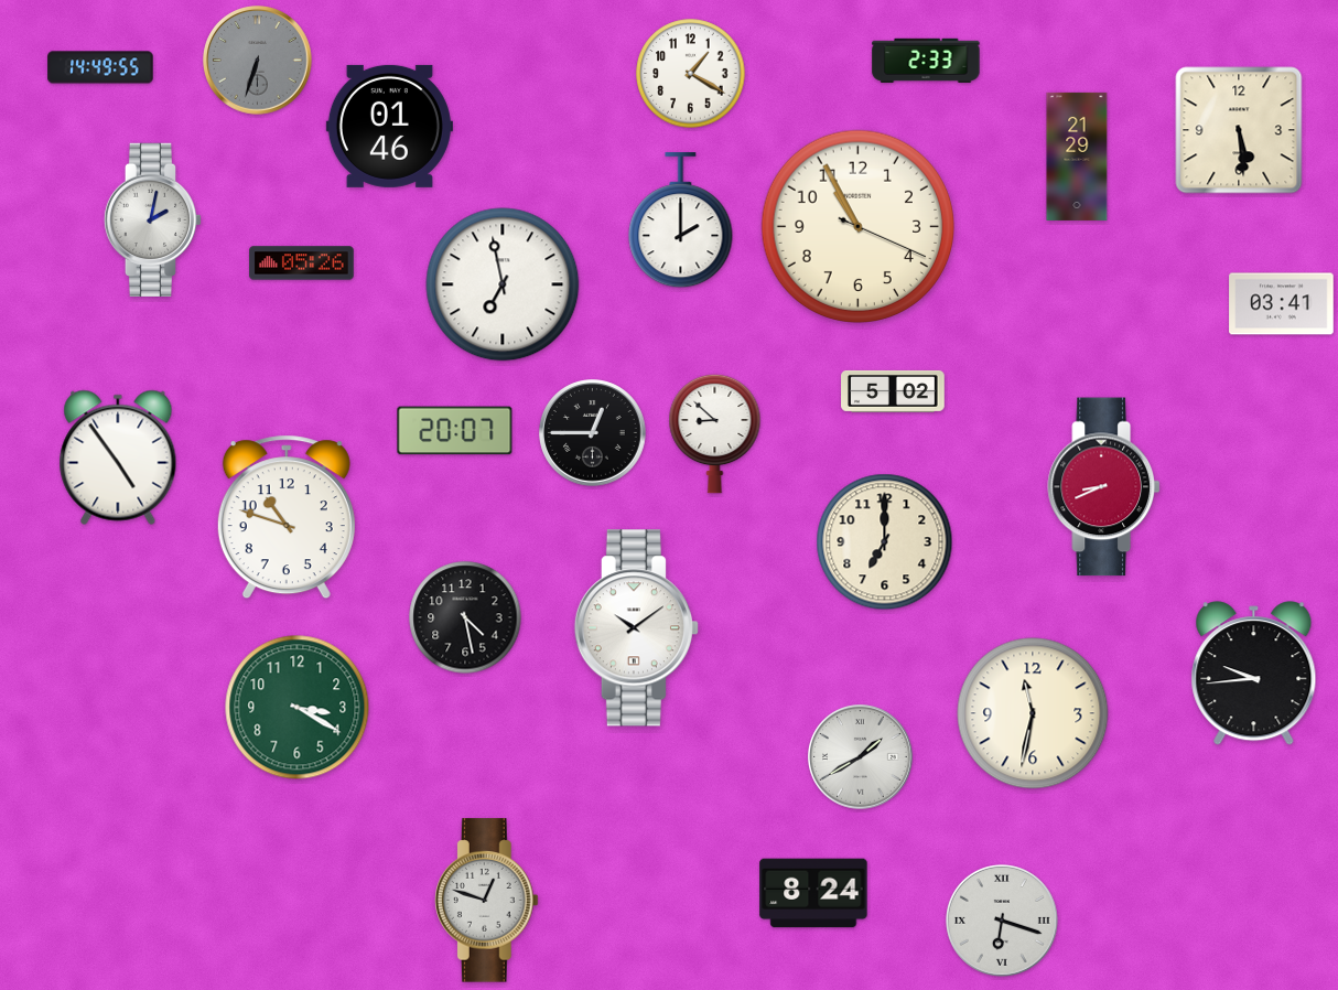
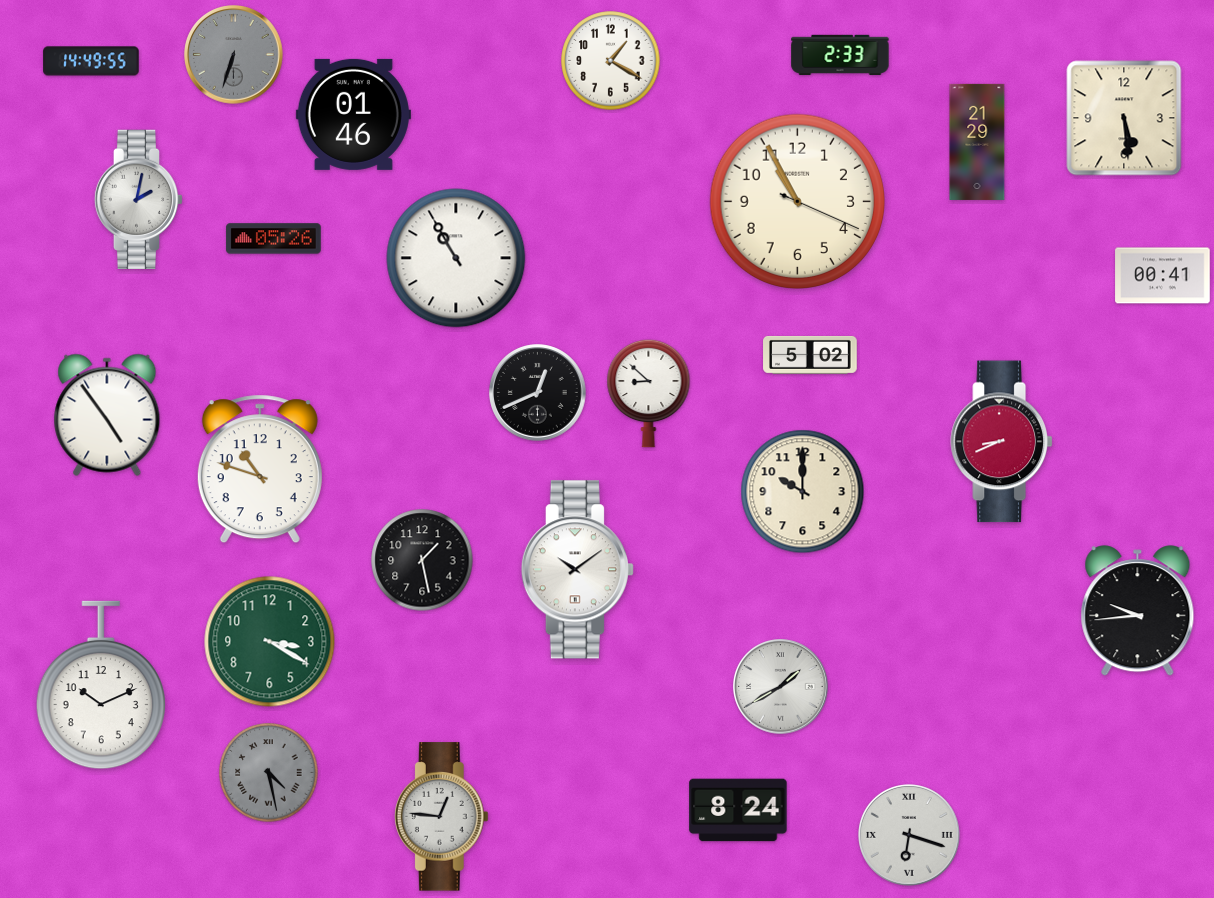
clock at (691, 74) position: (691, 74) -> (611, 61)
clock at (681, 220): 2:00 -> none
clock at (857, 226) position: (857, 226) -> (797, 201)
clock at (503, 284): 6:58 -> 10:55
clock at (1282, 304): 03:41 -> 00:41
clock at (455, 431): 20:07 -> none
clock at (593, 433): 12:45 -> 12:41
clock at (885, 542): 7:00 -> 10:00
clock at (465, 617): 4:28 -> 1:28
clock at (1033, 713): 11:32 -> none
clock at (100, 685): none -> 10:11
clock at (269, 773): none -> 4:28
clock at (486, 901): 12:48 -> 12:46
